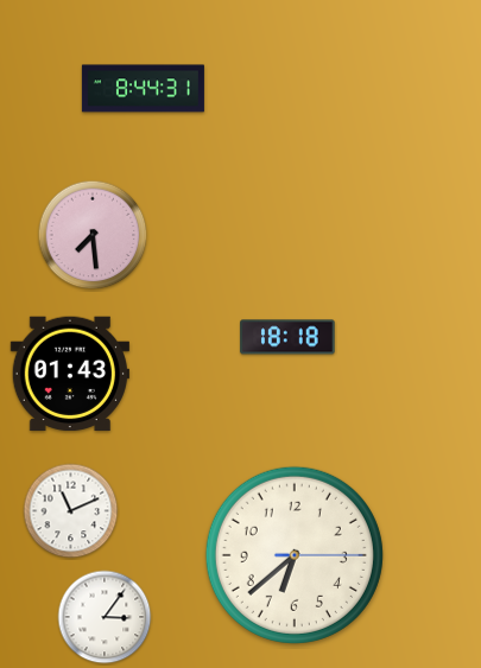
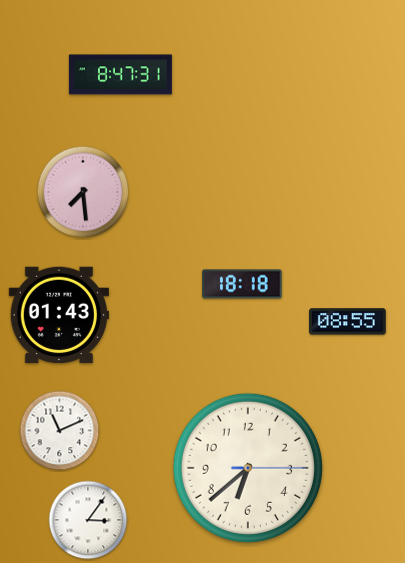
clock at (143, 89): 8:44 -> 8:47
clock at (93, 235) position: (93, 235) -> (83, 192)
clock at (348, 322): none -> 08:55
